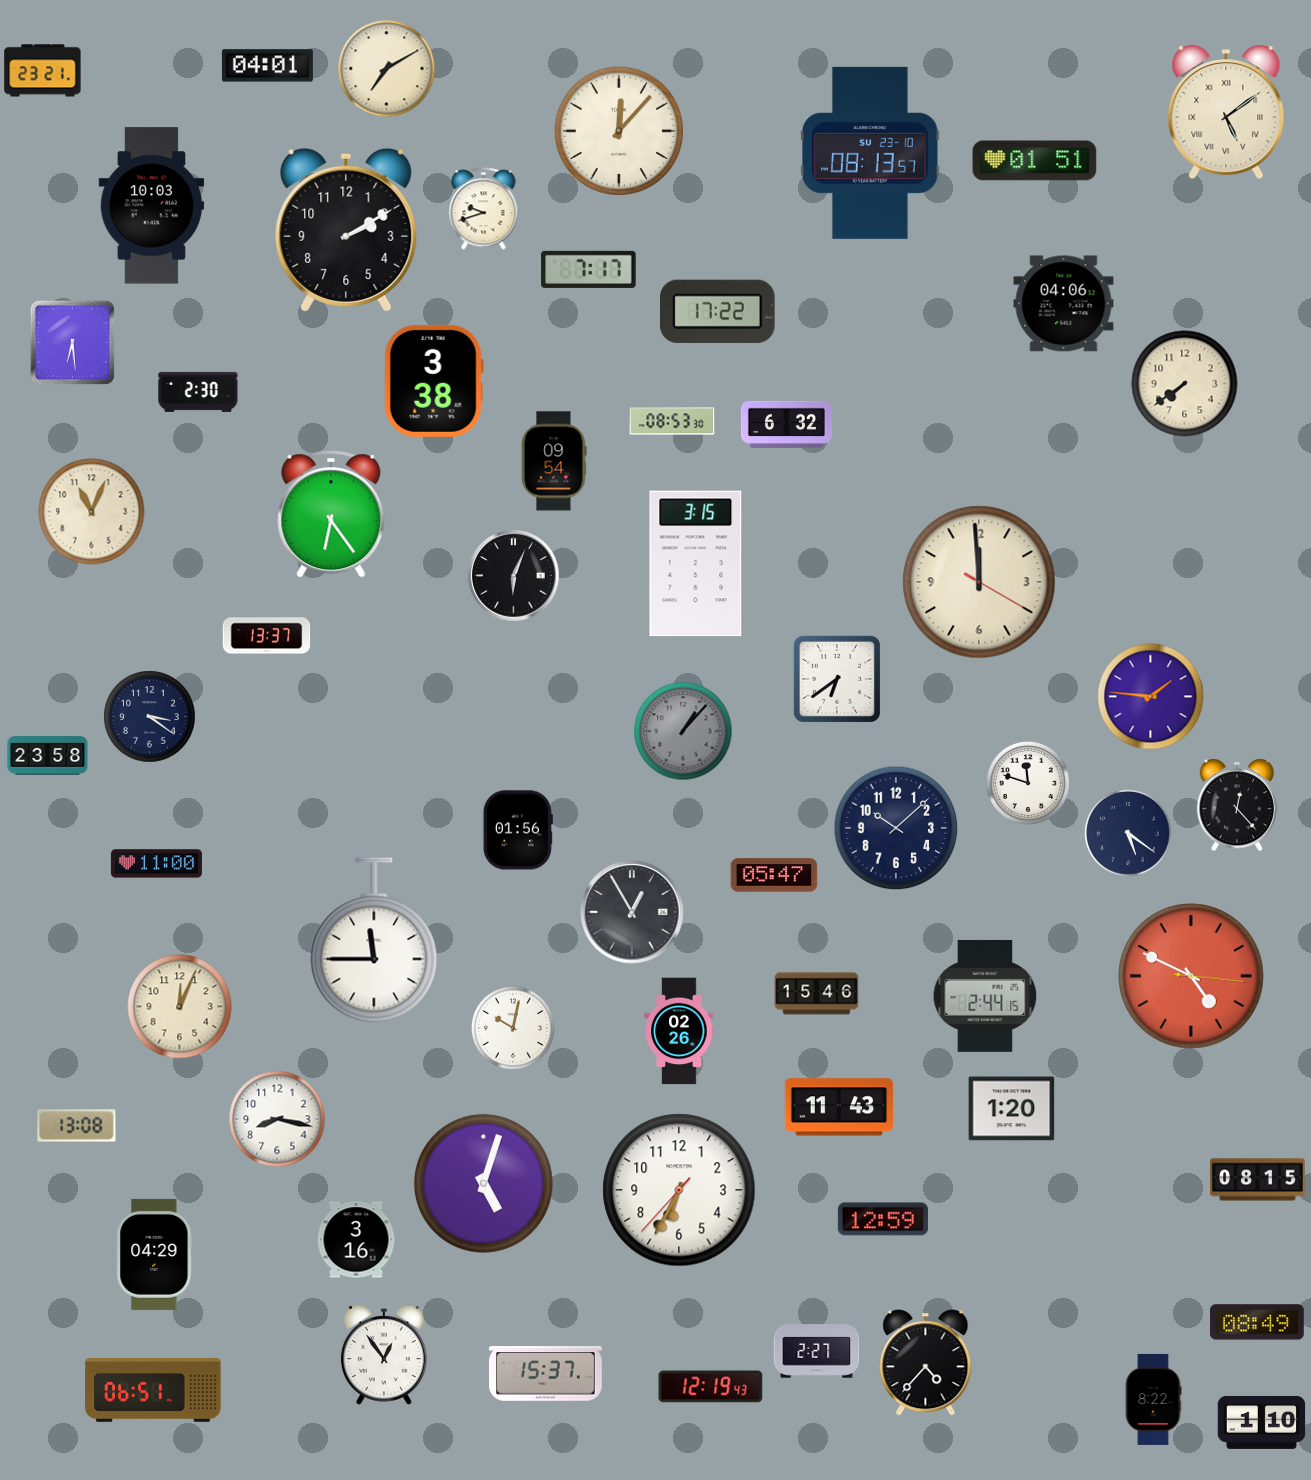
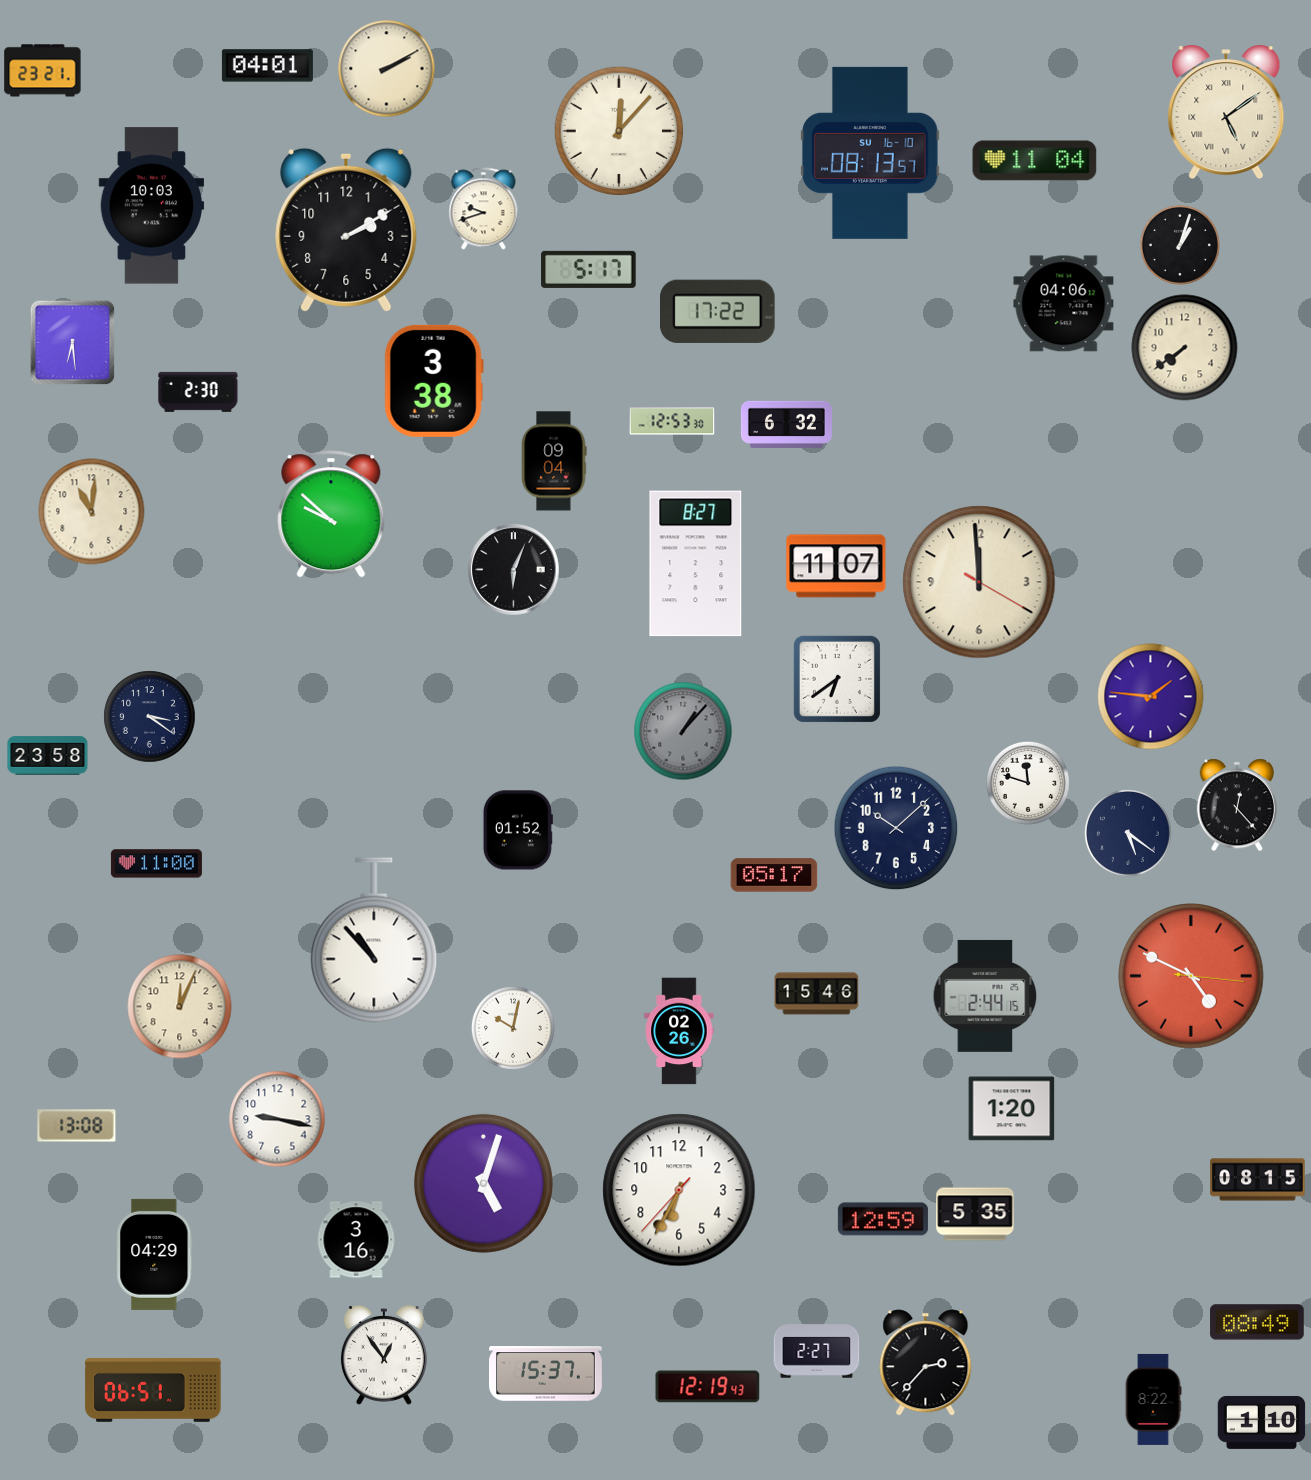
clock at (387, 69): 7:10 -> 2:10
clock at (870, 153) date: SU 23-10 -> SU 16-10
clock at (1035, 161): 01:51 -> 11:04
clock at (1180, 245): none -> 1:03
clock at (589, 269): 7:17 -> 5:17
clock at (1185, 384) position: (1185, 384) -> (1185, 348)
clock at (672, 421): 08:53 -> 12:53
clock at (554, 461): 09:54 -> 09:04
clock at (92, 512): 11:04 -> 11:01
clock at (331, 514): 6:24 -> 9:52
clock at (696, 564): 3:15 -> 8:27
clock at (836, 566): none -> 11:07
clock at (514, 576) position: (514, 576) -> (514, 570)
clock at (267, 636): 13:37 -> none
clock at (518, 830): 01:56 -> 01:52
clock at (774, 875): 05:47 -> 05:17
clock at (632, 912): 12:55 -> none
clock at (374, 940): 11:45 -> 10:53
clock at (838, 1107): 11:43 -> none
clock at (277, 1119): 8:17 -> 9:17
clock at (975, 1214): none -> 5:35
clock at (926, 1363): 4:37 -> 2:37
clock at (711, 1387) position: (711, 1387) -> (708, 1387)
